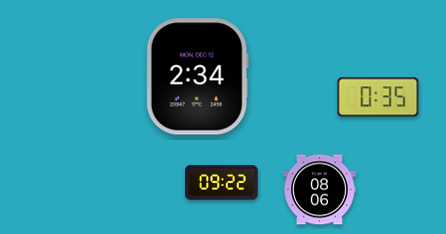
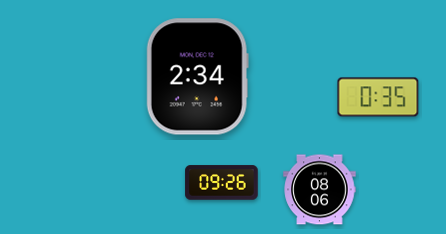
clock at (222, 183): 09:22 -> 09:26
